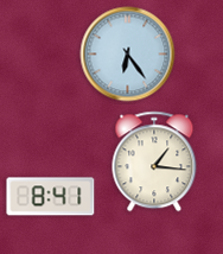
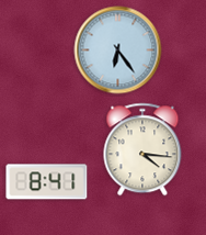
clock at (154, 161): 1:16 -> 4:16
